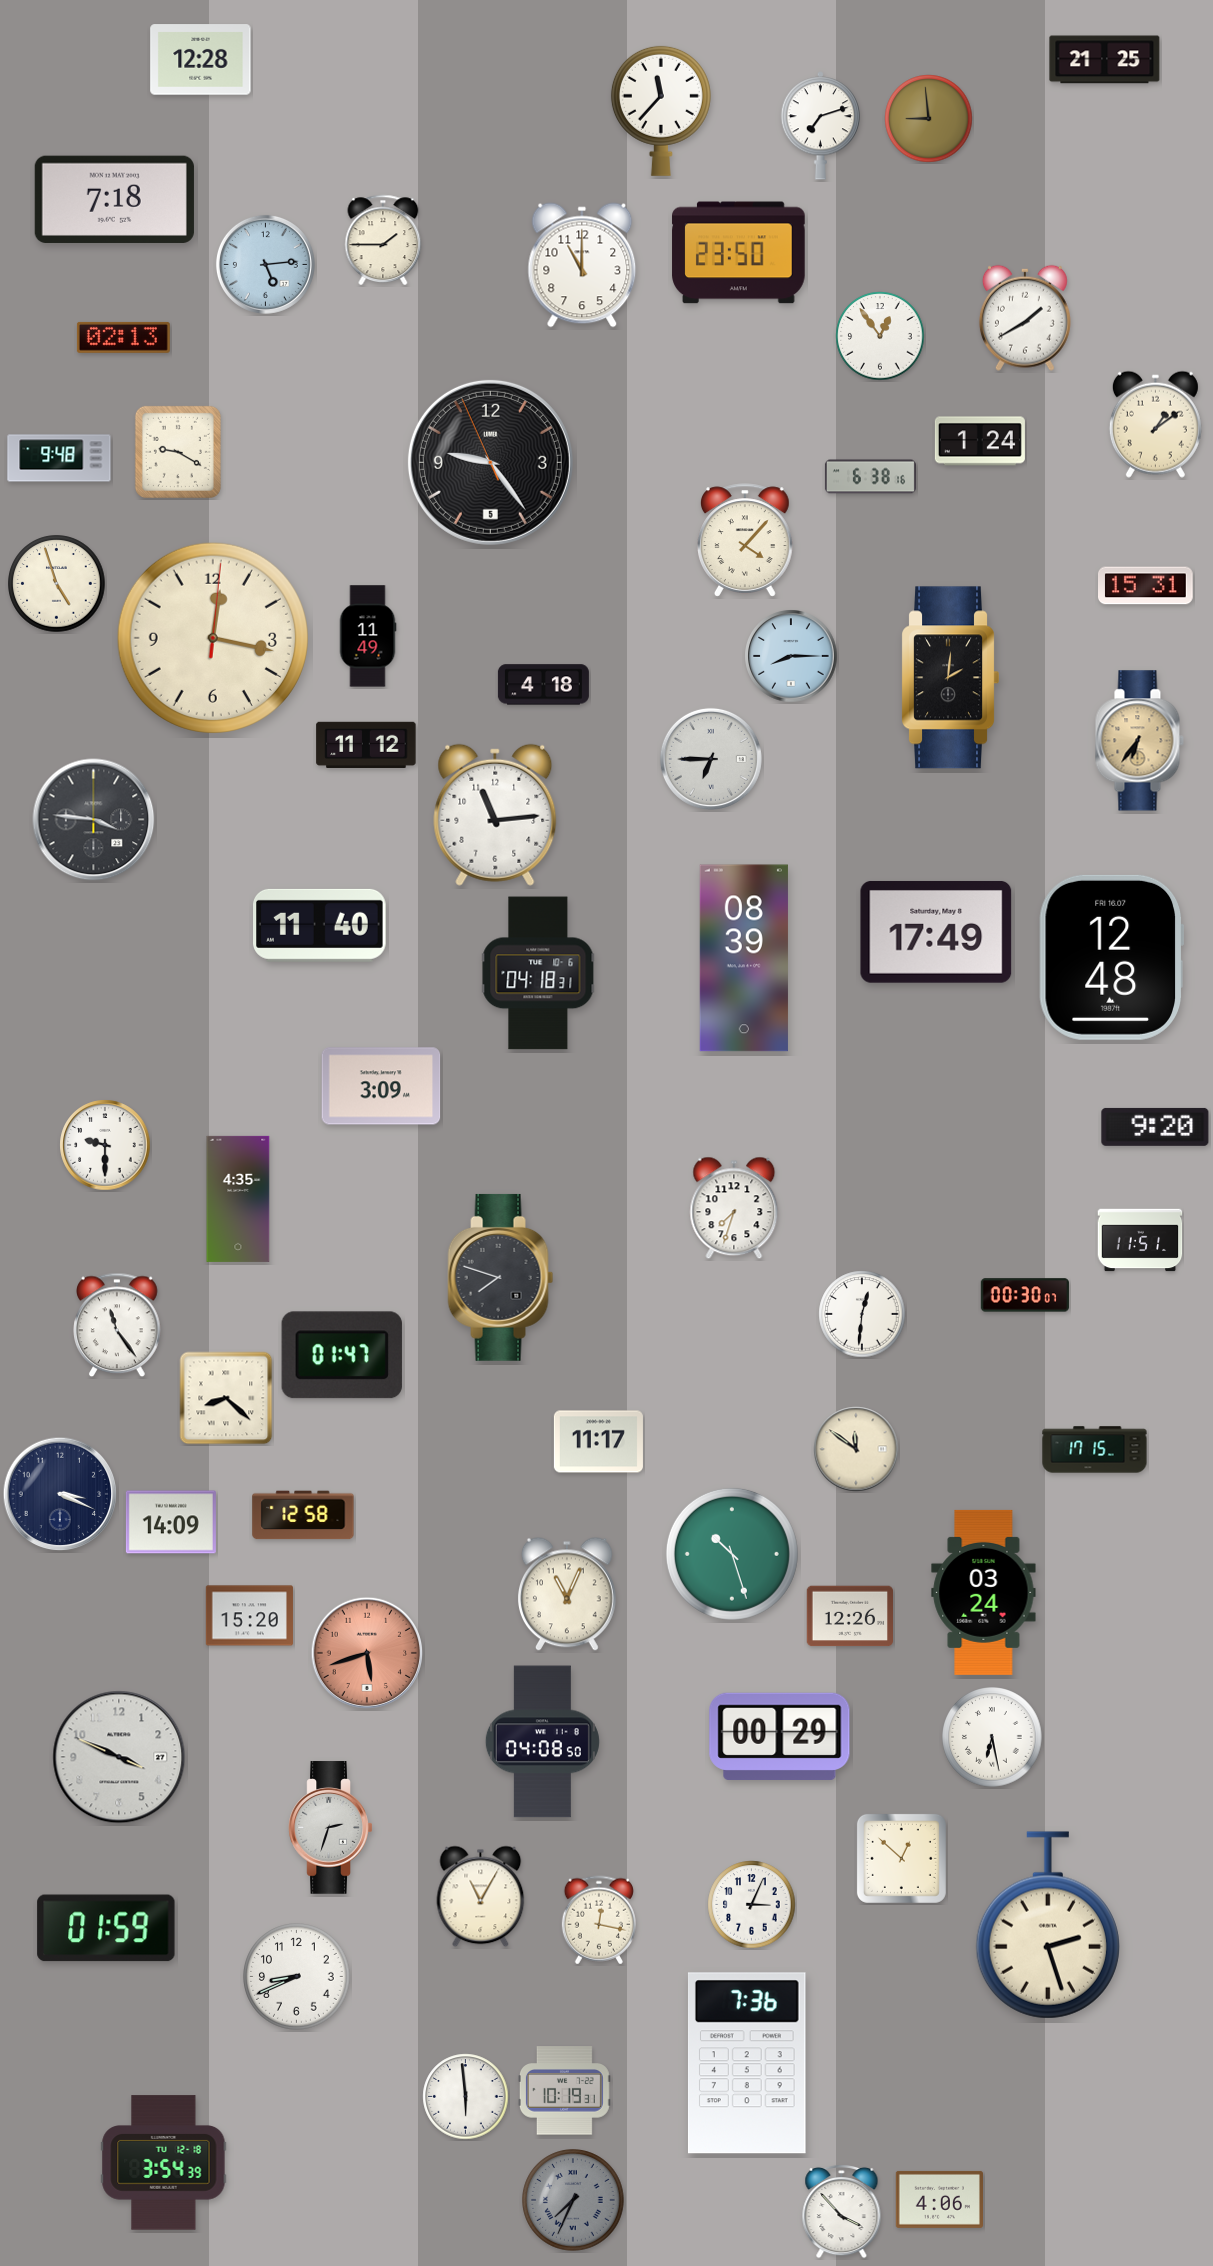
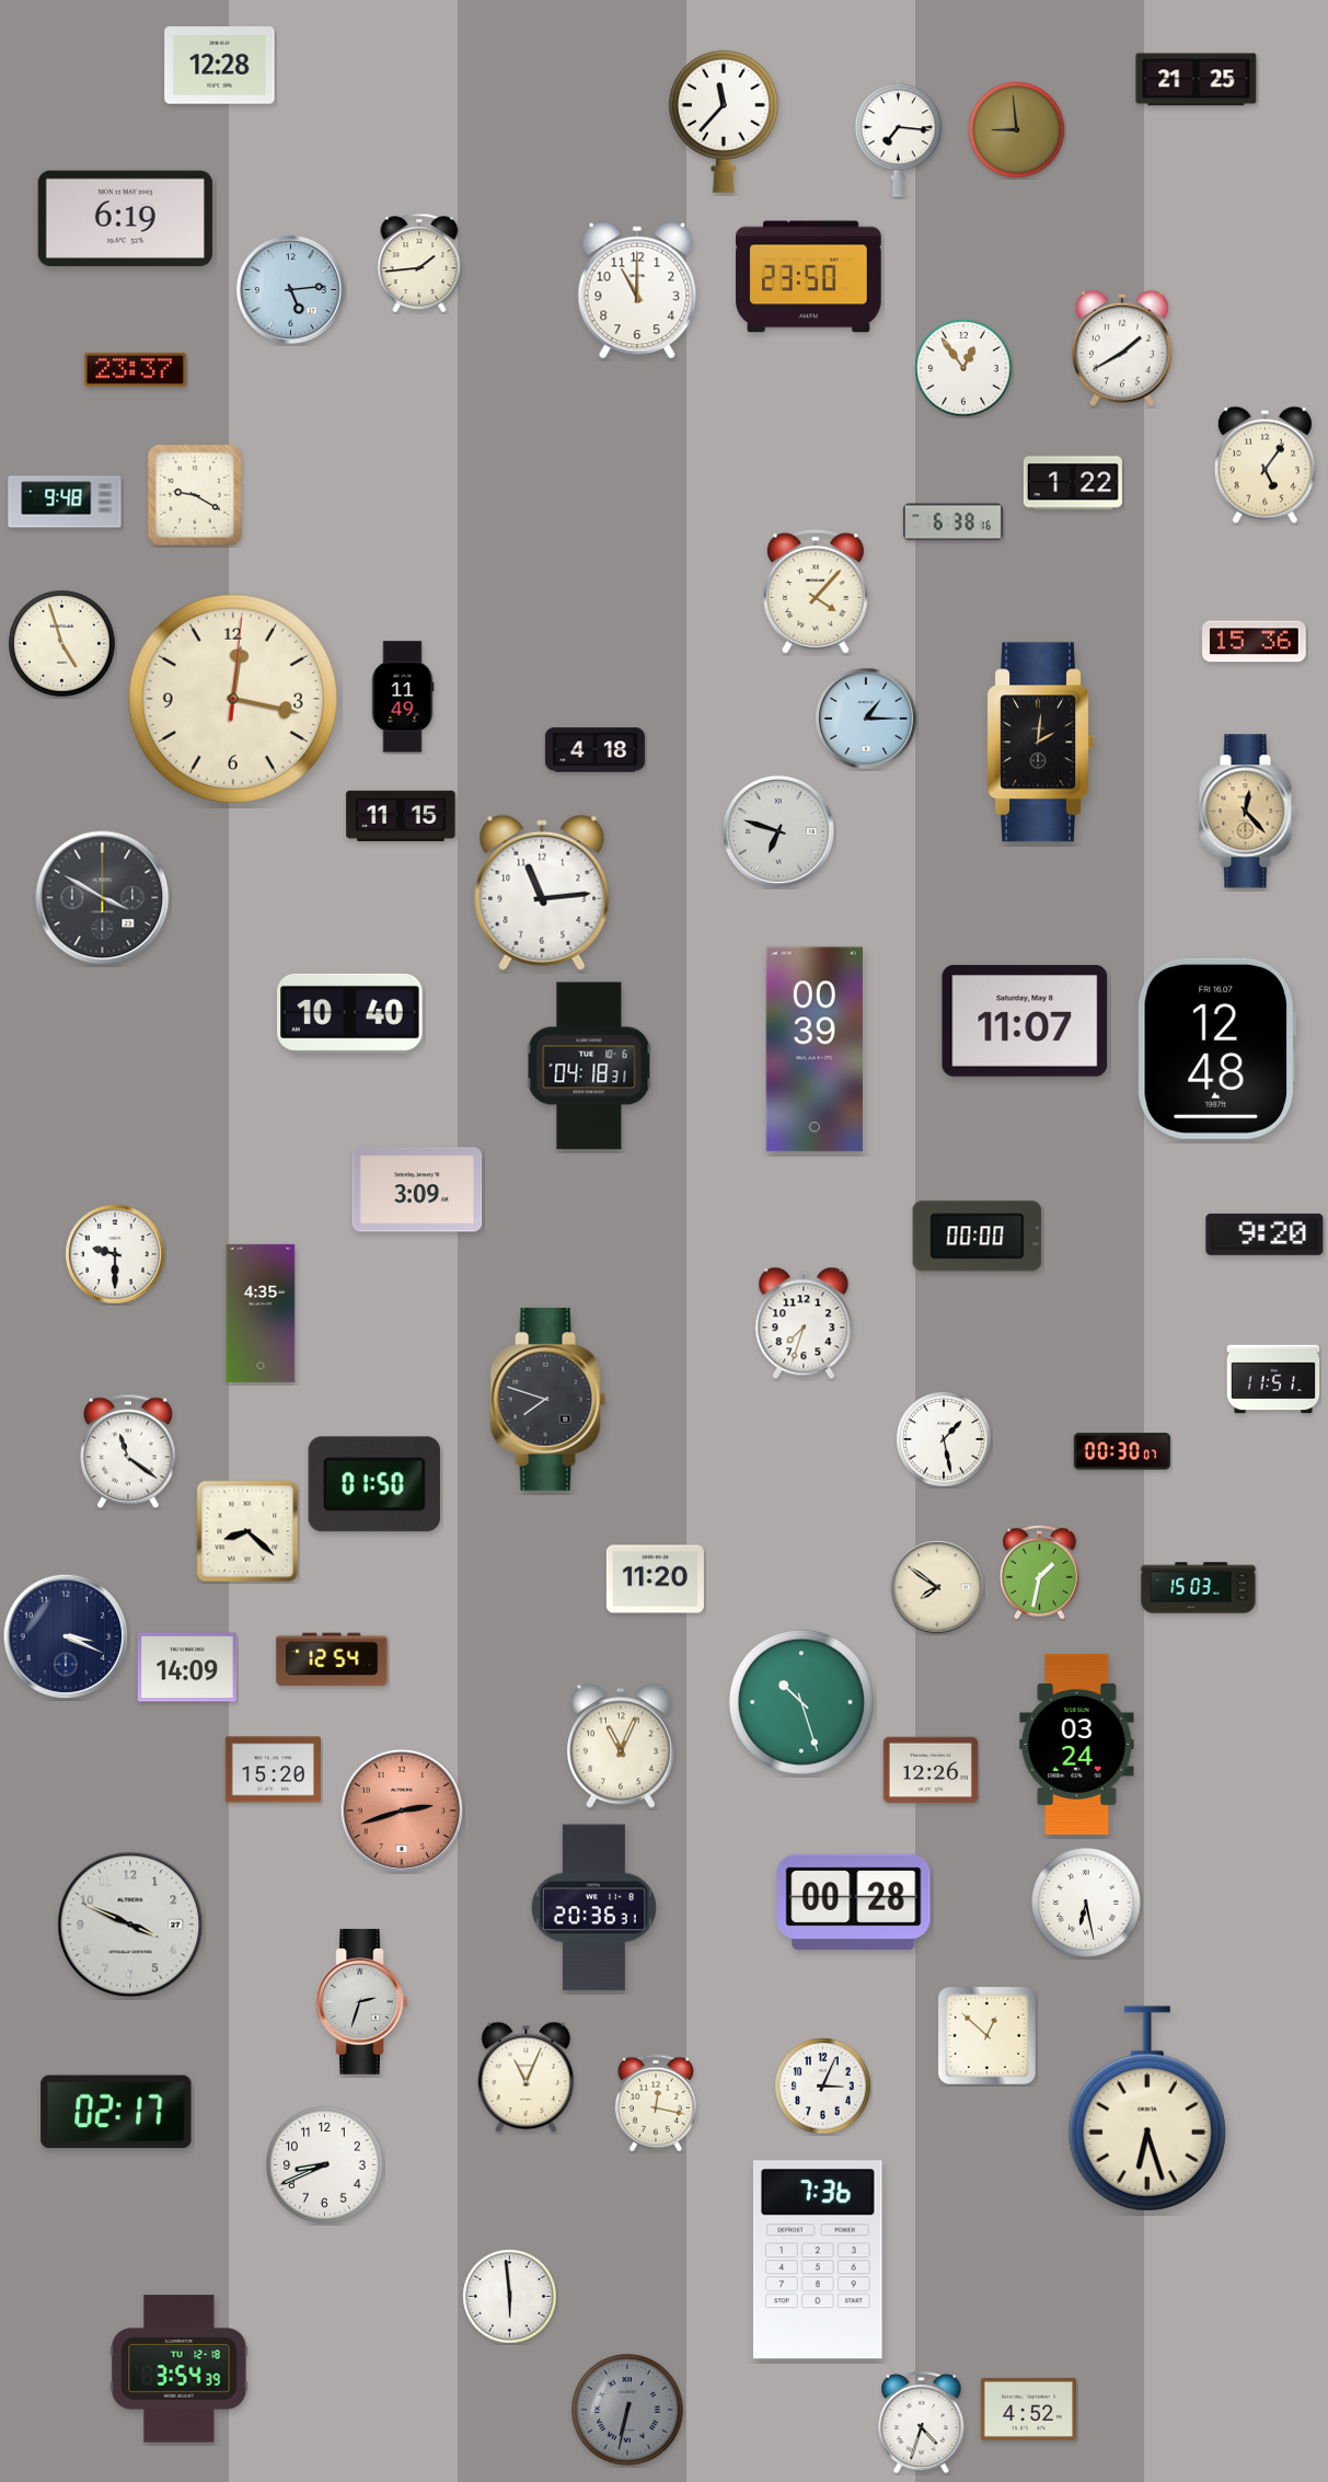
clock at (1105, 60) position: (1105, 60) -> (1197, 80)
clock at (820, 126): 7:12 -> 7:16
clock at (114, 199): 7:18 -> 6:19
clock at (383, 239): 1:45 -> 1:44
clock at (123, 337): 02:13 -> 23:37
clock at (1155, 424): 1:09 -> 5:06
clock at (980, 441): 1:24 -> 1:22
clock at (490, 462): 9:23 -> none
clock at (57, 584) position: (57, 584) -> (62, 644)
clock at (1146, 586): 15:31 -> 15:36
clock at (791, 656): 8:15 -> 1:15
clock at (1139, 741): 6:36 -> 12:23
clock at (366, 745): 11:12 -> 11:15
clock at (711, 759): 6:45 -> 6:48
clock at (94, 820): 3:46 -> 3:50
clock at (320, 925): 11:40 -> 10:40
clock at (936, 932): 17:49 -> 11:07
clock at (744, 958): 08:39 -> 00:39
clock at (978, 1237): none -> 00:00
clock at (1140, 1240) position: (1140, 1240) -> (1273, 1379)
clock at (1025, 1295) position: (1025, 1295) -> (1122, 1451)
clock at (862, 1314): 12:31 -> 1:28
clock at (117, 1325): 11:24 -> 11:21
clock at (342, 1355): 01:47 -> 01:50
clock at (1040, 1572): none -> 1:32
clock at (598, 1442): 11:17 -> 11:20
clock at (856, 1449): 11:51 -> 7:51
clock at (1095, 1450): 17:15 -> 15:03
clock at (303, 1515): 12:58 -> 12:54
clock at (366, 1652): 5:42 -> 2:42
clock at (780, 1736): 00:29 -> 00:28
clock at (542, 1742): 04:08 -> 20:36
clock at (481, 1897): 11:05 -> 11:04
clock at (1048, 1925): 2:27 -> 6:27
clock at (106, 1928): 01:59 -> 02:17
clock at (564, 2091): 10:19 -> none
clock at (939, 2199): 4:06 -> 4:52
clock at (573, 2200): 7:34 -> 6:32
clock at (842, 2211): 3:53 -> 4:33
